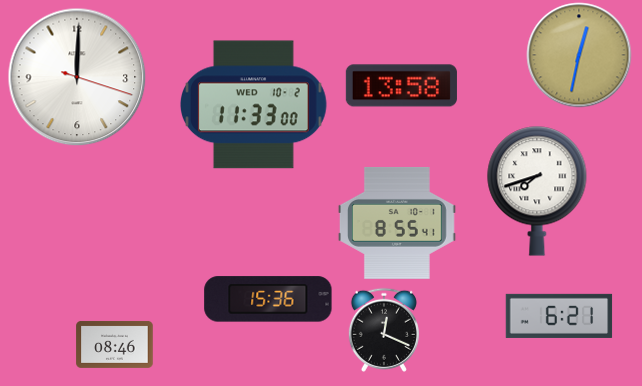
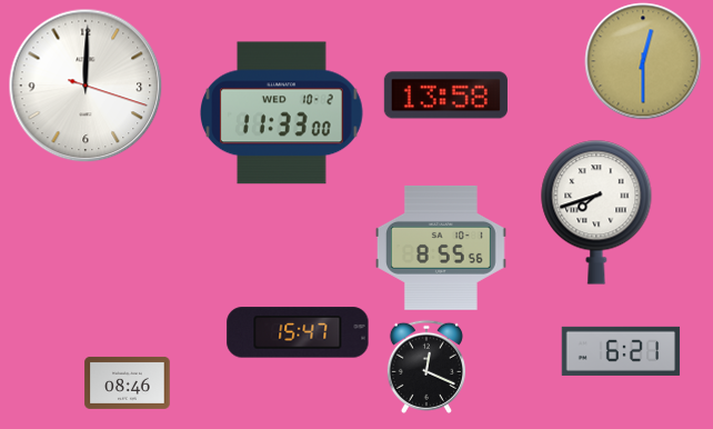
clock at (579, 55): 12:32 -> 12:30
clock at (254, 105) position: (254, 105) -> (282, 113)
clock at (397, 223): 8:55:41 -> 8:55:56
clock at (268, 299): 15:36 -> 15:47
